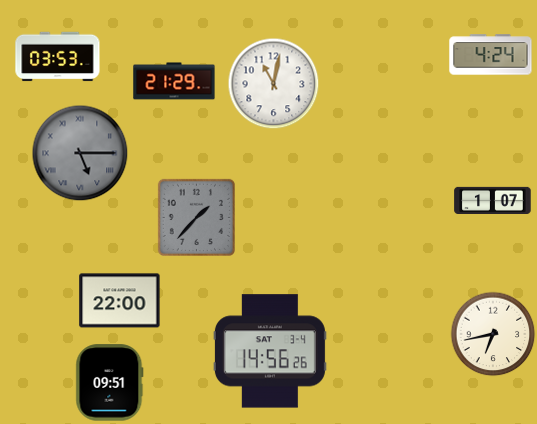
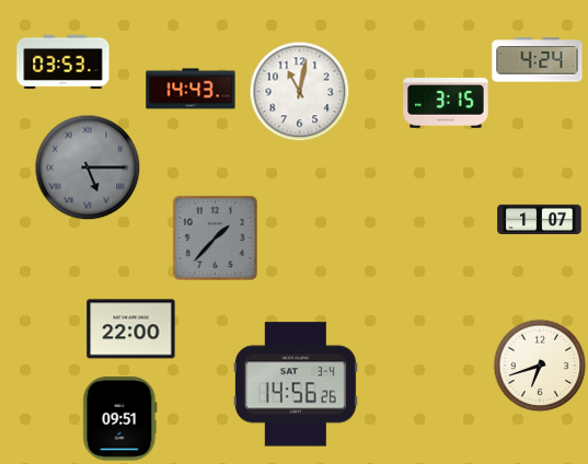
clock at (174, 81): 21:29 -> 14:43
clock at (446, 103): none -> 3:15
clock at (493, 334): 6:43 -> 6:42
